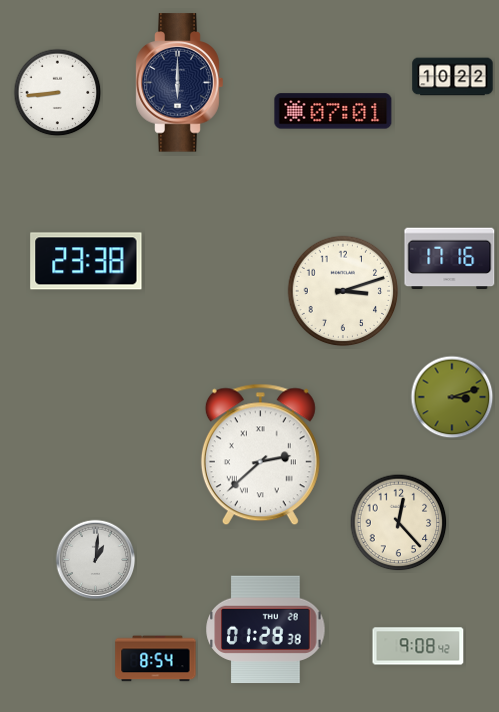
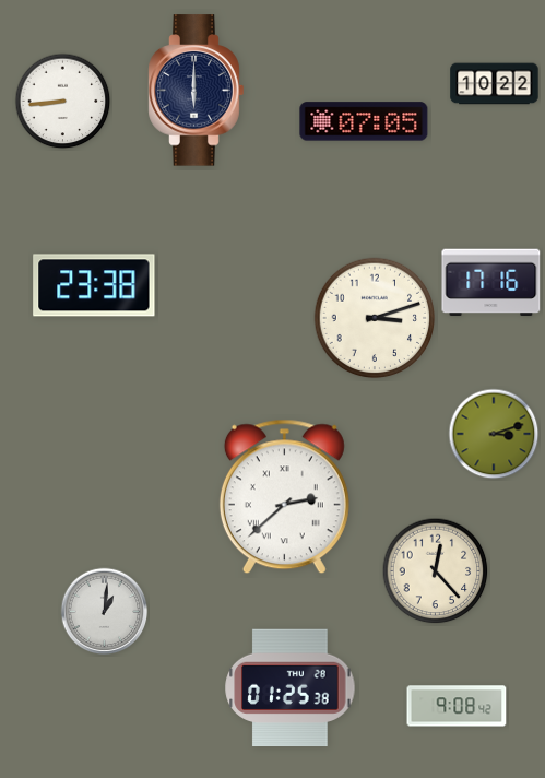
clock at (333, 111): 07:01 -> 07:05
clock at (266, 630): 01:28 -> 01:25
clock at (156, 659): 8:54 -> none
